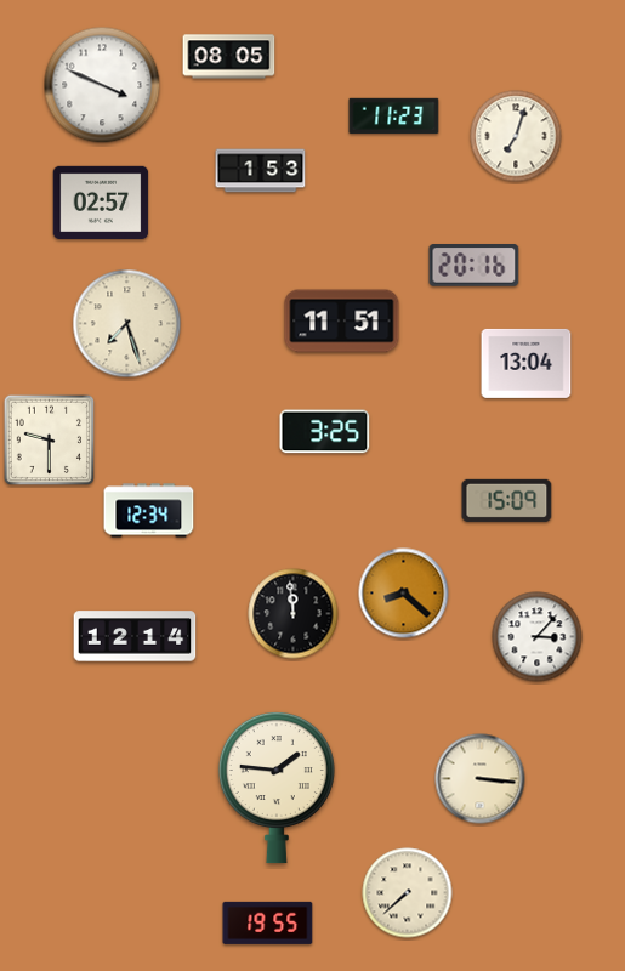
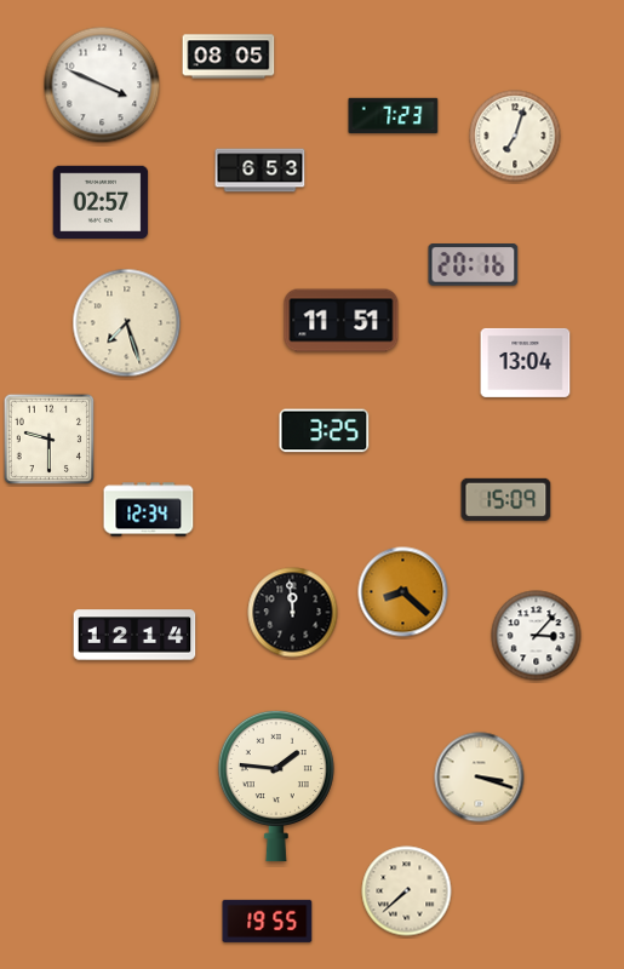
clock at (394, 115): 11:23 -> 7:23
clock at (261, 171): 1:53 -> 6:53
clock at (481, 779): 3:16 -> 3:18
